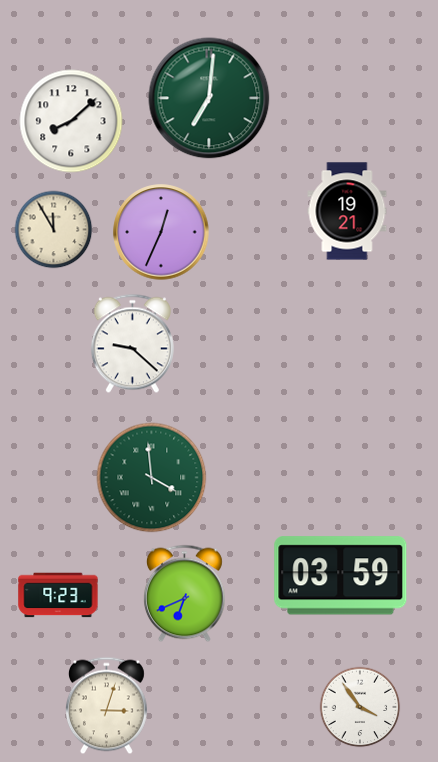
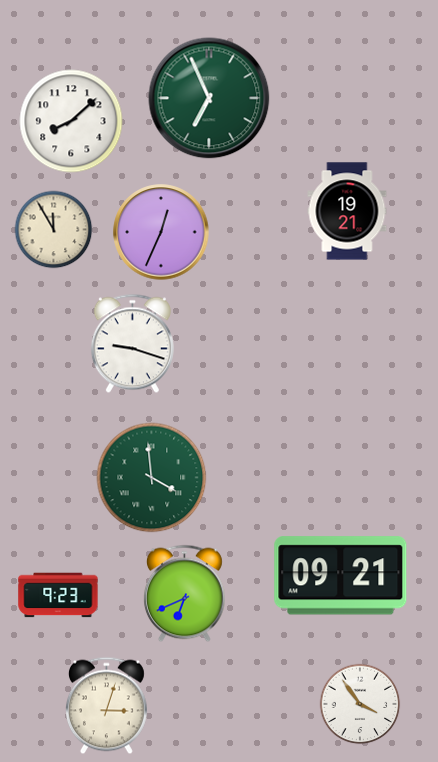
clock at (209, 98): 7:01 -> 6:56
clock at (132, 344): 9:22 -> 9:18
clock at (341, 576): 03:59 -> 09:21
clock at (360, 707) position: (360, 707) -> (360, 704)
